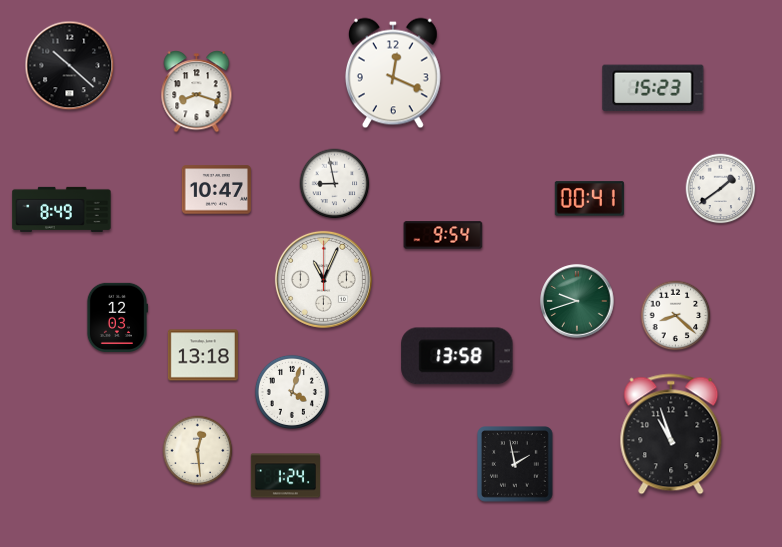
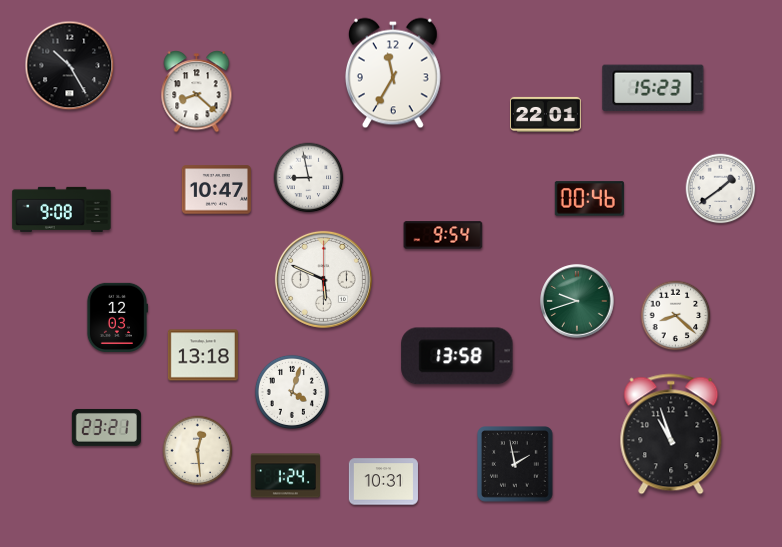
clock at (70, 66): 10:22 -> 10:25
clock at (393, 73): 12:19 -> 11:35
clock at (197, 92): 8:18 -> 8:22
clock at (546, 114): none -> 22:01
clock at (335, 184) position: (335, 184) -> (309, 178)
clock at (589, 199): 00:41 -> 00:46
clock at (62, 209): 8:49 -> 9:08
clock at (323, 279): 11:04 -> 5:49
clock at (106, 427): none -> 23:21
clock at (383, 482): none -> 10:31
